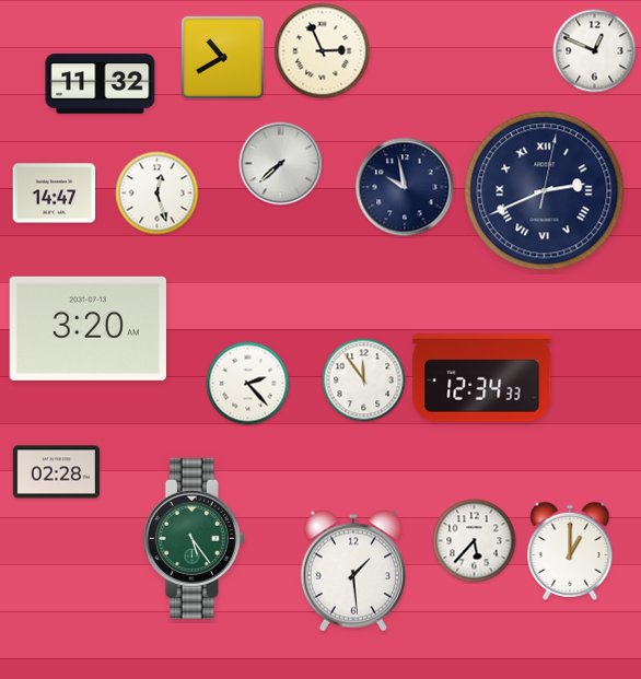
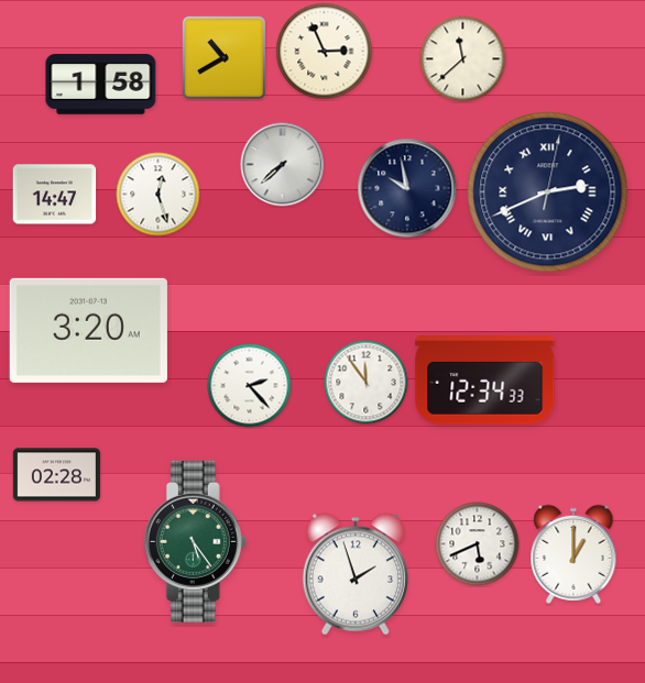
clock at (595, 51): 12:49 -> none
clock at (463, 59): none -> 11:38
clock at (101, 84): 11:32 -> 1:58
clock at (475, 541): 5:37 -> 5:41
clock at (353, 571): 1:29 -> 1:57
